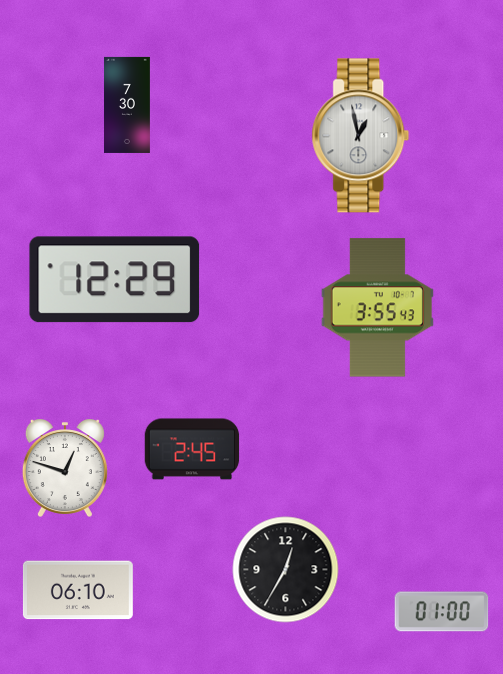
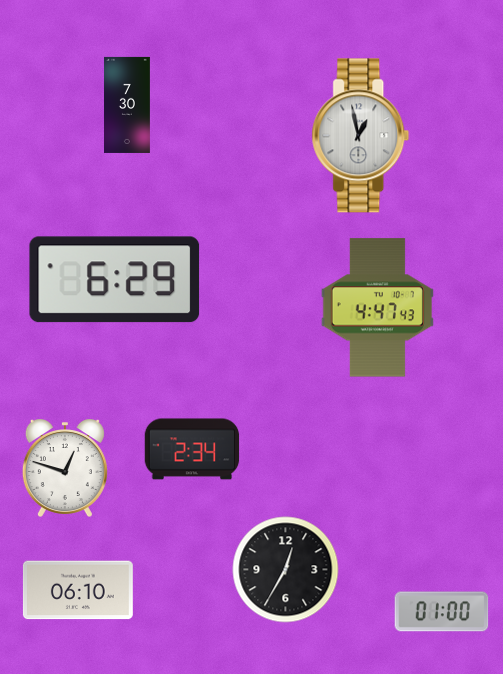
clock at (115, 280): 12:29 -> 6:29
clock at (377, 308): 3:55 -> 4:47
clock at (192, 449): 2:45 -> 2:34
